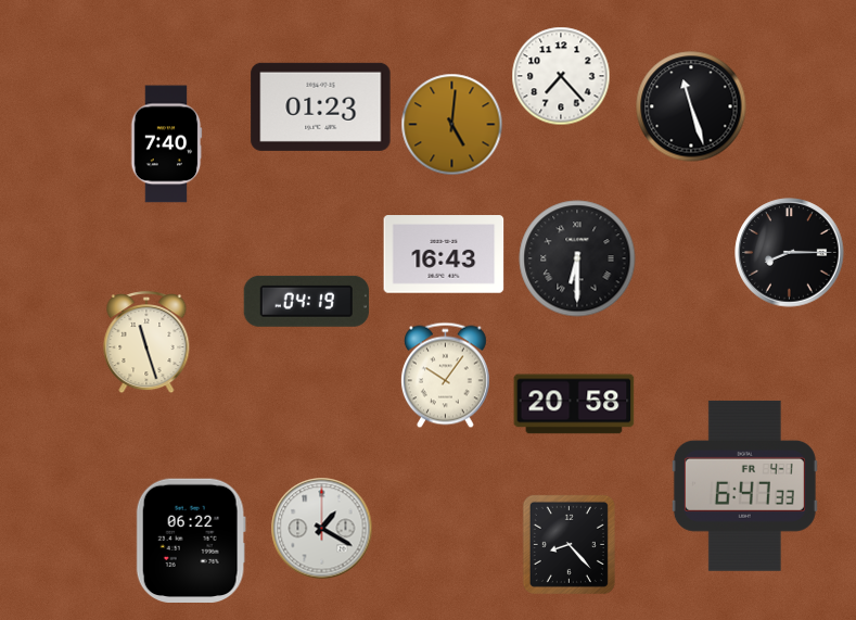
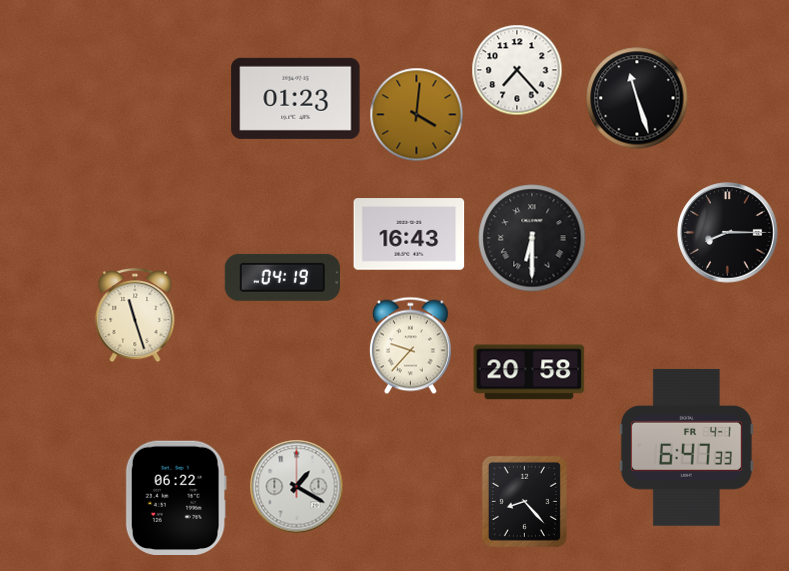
clock at (452, 125): 5:01 -> 4:01
clock at (166, 144): 7:40 -> none
clock at (445, 376): 10:06 -> 9:37
